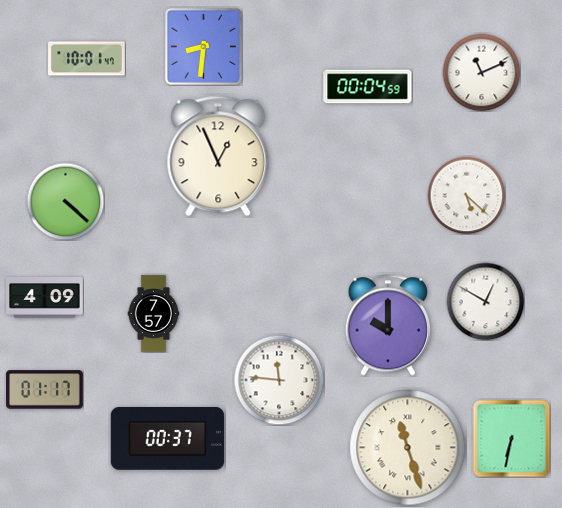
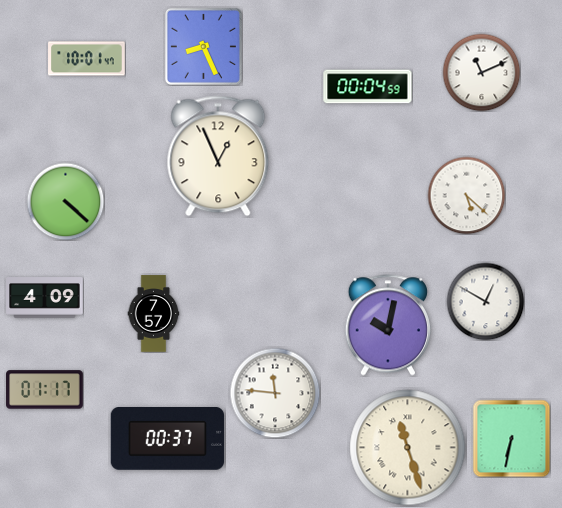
clock at (203, 46): 8:31 -> 8:26
clock at (387, 325): 10:00 -> 10:02
clock at (279, 380) position: (279, 380) -> (275, 393)
